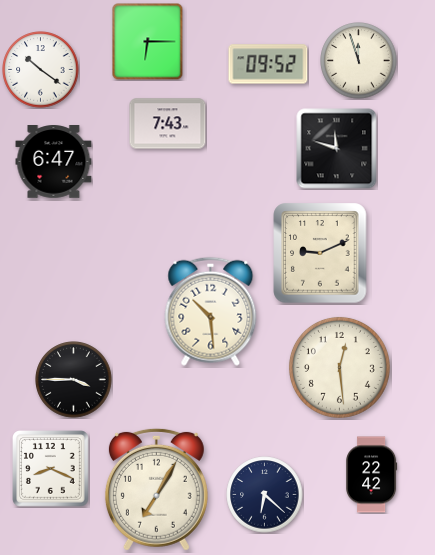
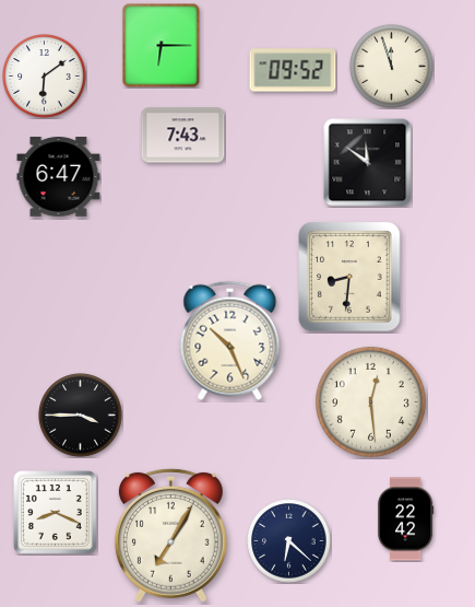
clock at (41, 70): 10:21 -> 6:09
clock at (337, 149): 11:48 -> 11:51
clock at (320, 253): 9:11 -> 8:31
clock at (211, 311): 10:29 -> 10:26
